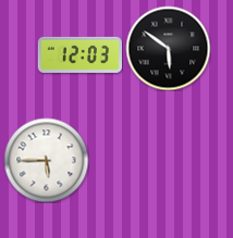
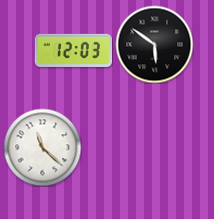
clock at (46, 160): 5:45 -> 11:22
